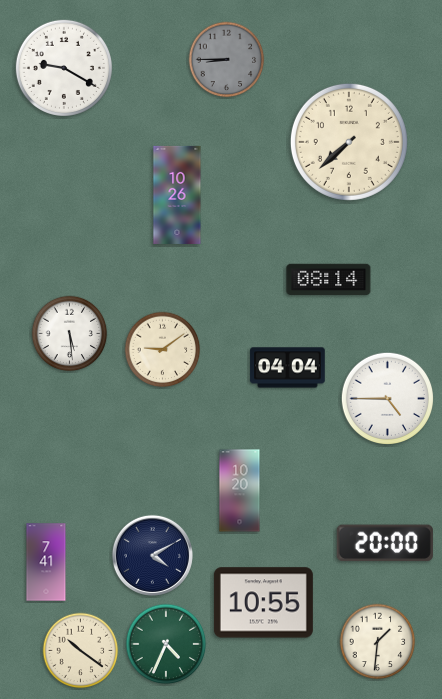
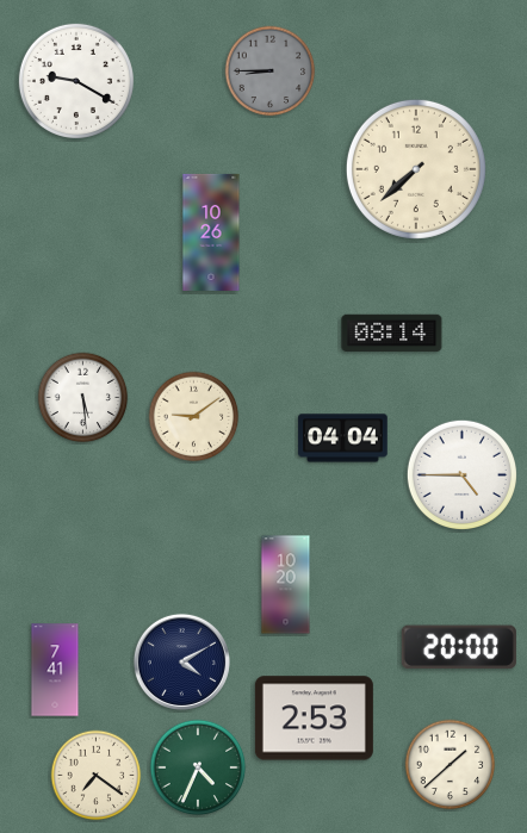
clock at (263, 603): 10:55 -> 2:53
clock at (378, 642): 1:31 -> 1:38
clock at (81, 651): 10:21 -> 7:21
